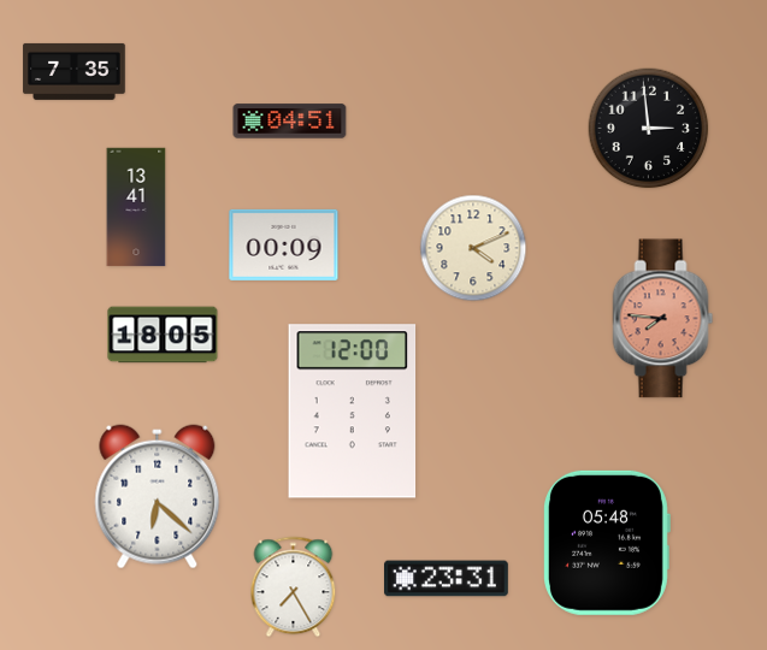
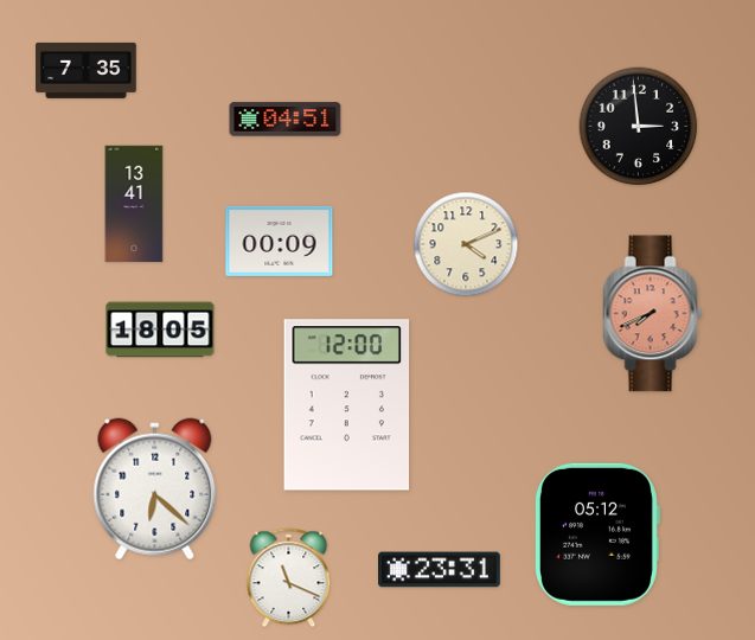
clock at (75, 71) position: (75, 71) -> (87, 70)
clock at (663, 319): 7:46 -> 7:41
clock at (607, 543): 05:48 -> 05:12
clock at (294, 587): 7:25 -> 11:19
